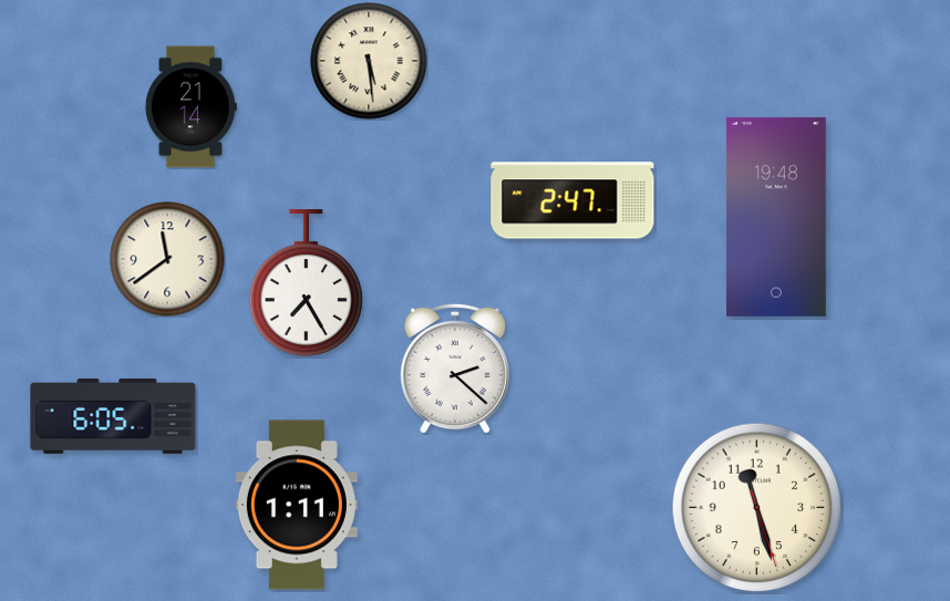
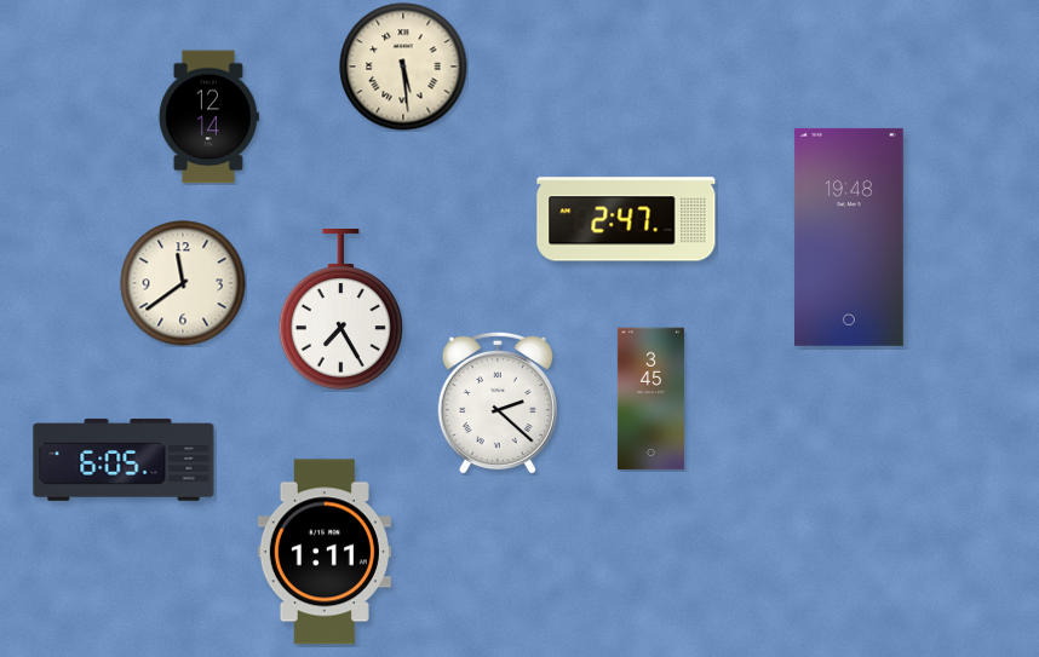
clock at (190, 107): 21:14 -> 12:14
clock at (306, 283) position: (306, 283) -> (340, 310)
clock at (650, 399): none -> 3:45
clock at (113, 417) position: (113, 417) -> (124, 461)
clock at (757, 508): 11:27 -> none
